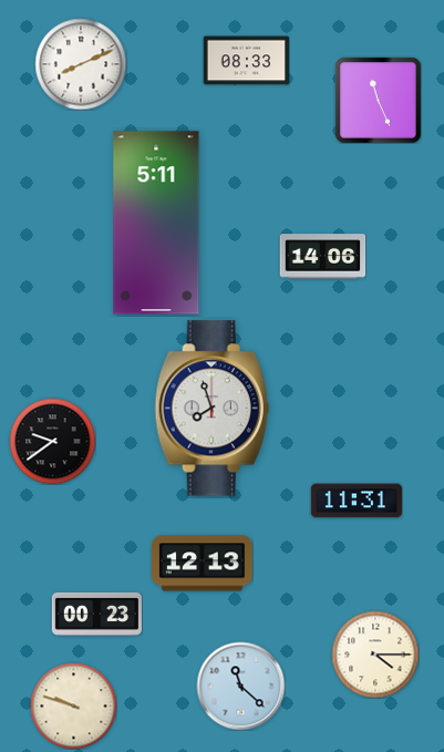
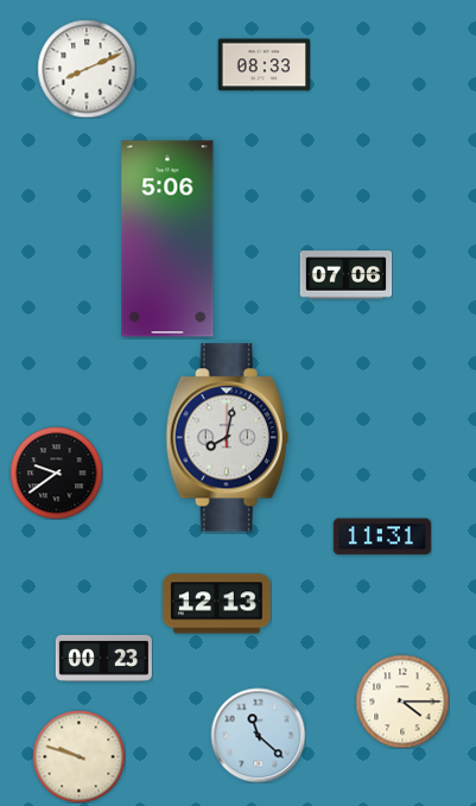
clock at (378, 100): 11:26 -> none
clock at (156, 223): 5:11 -> 5:06
clock at (322, 257): 14:06 -> 07:06
clock at (211, 409): 7:57 -> 8:02
